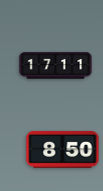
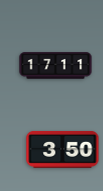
clock at (63, 149): 8:50 -> 3:50
